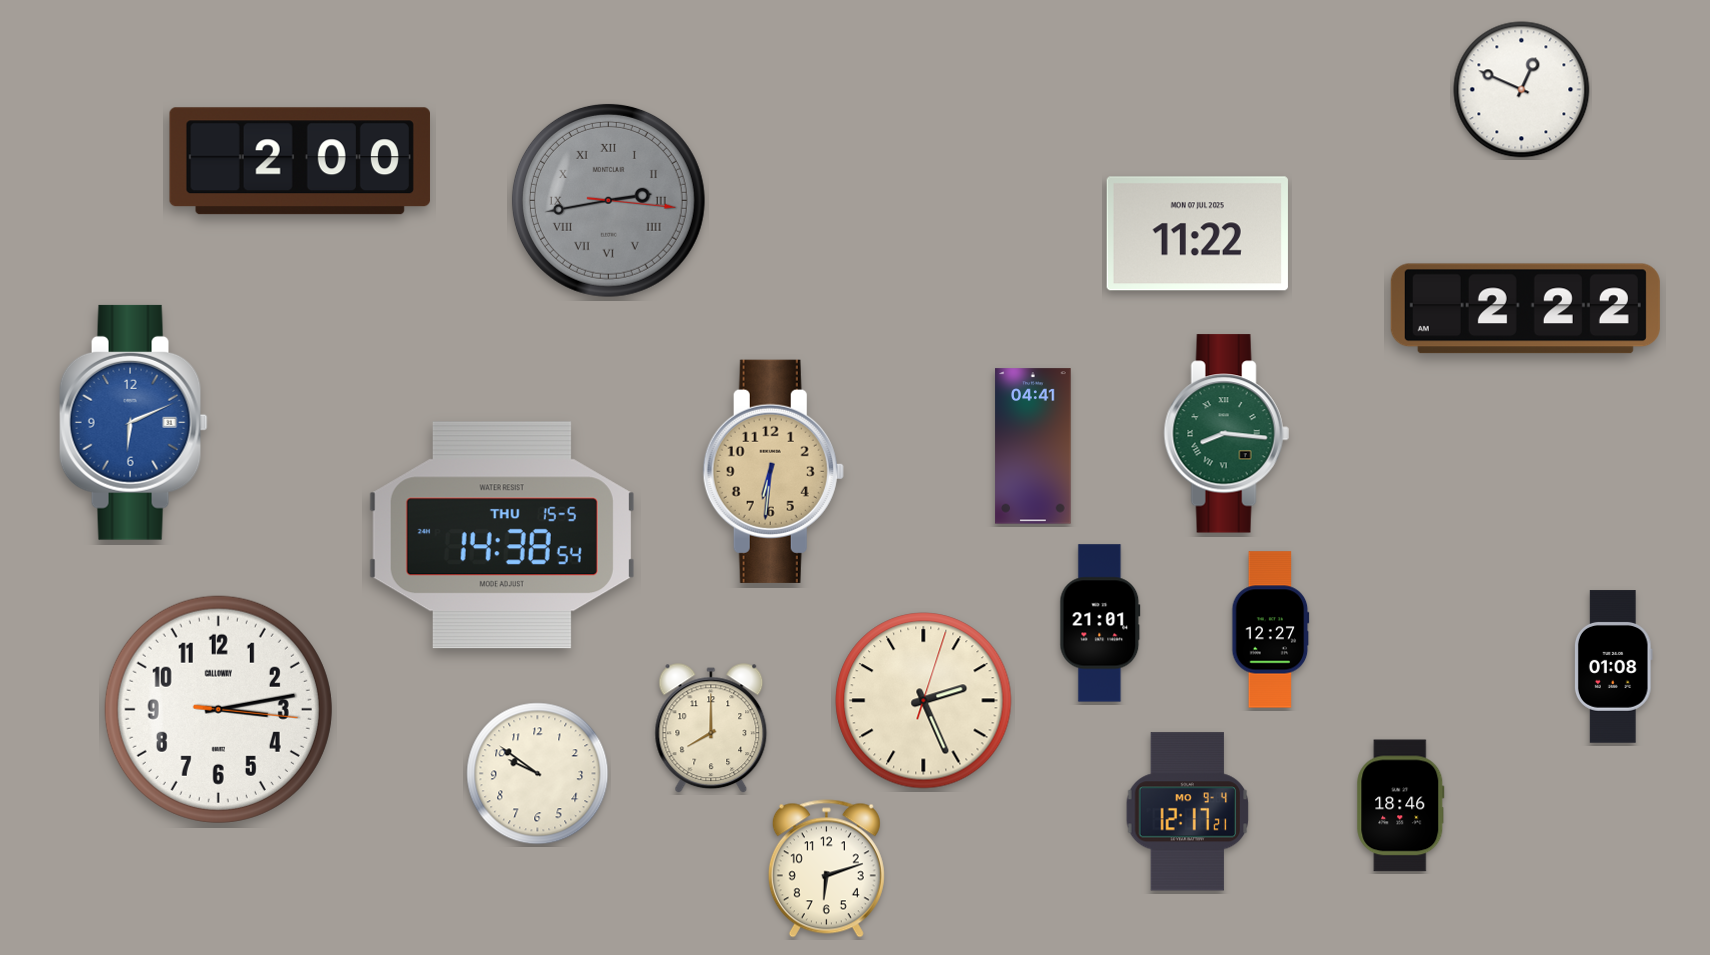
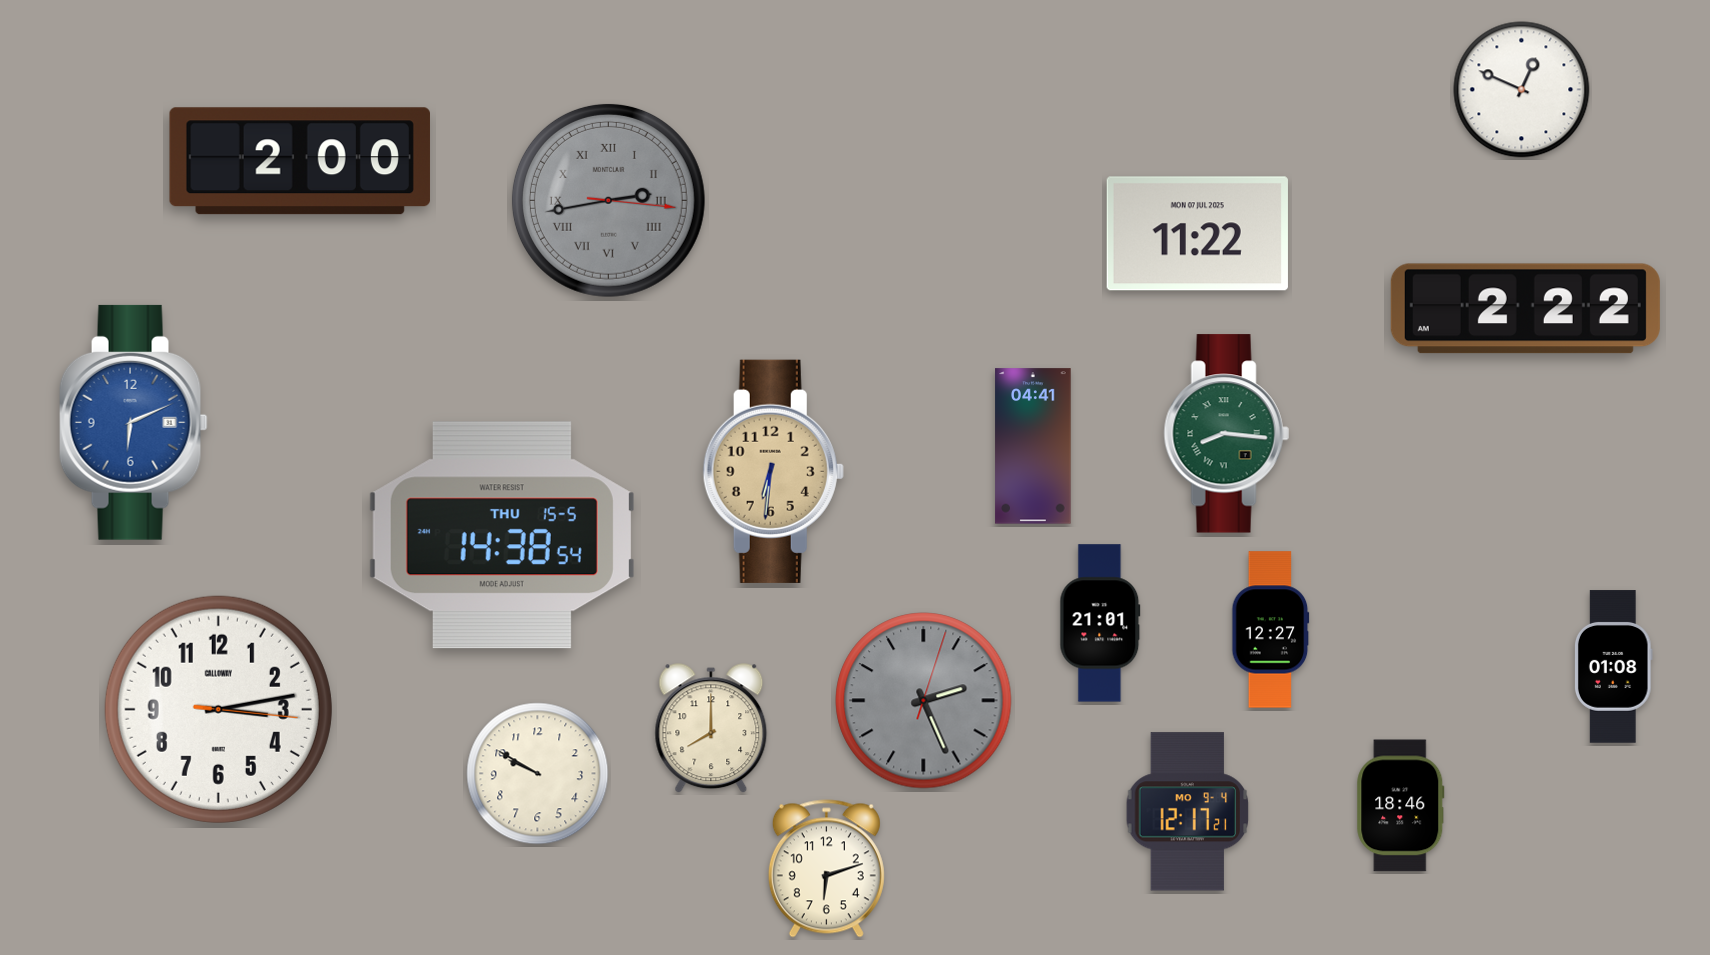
clock at (924, 701) dial: cream -> grey
clock at (538, 774): 9:51 -> 9:50
